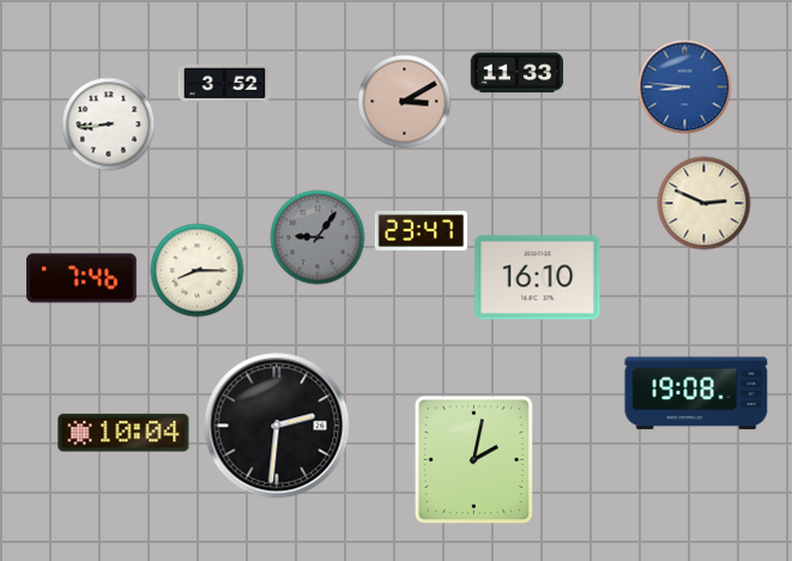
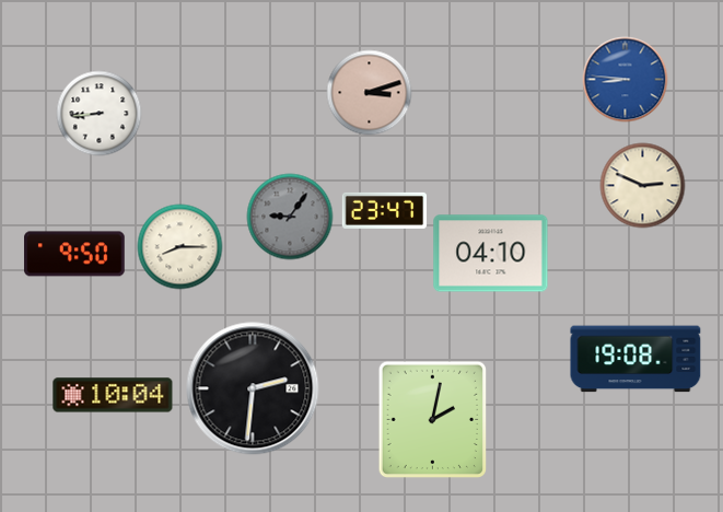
clock at (516, 73): 11:33 -> none
clock at (224, 83): 3:52 -> none
clock at (404, 101): 3:10 -> 3:12
clock at (81, 278): 7:46 -> 9:50
clock at (538, 278): 16:10 -> 04:10
